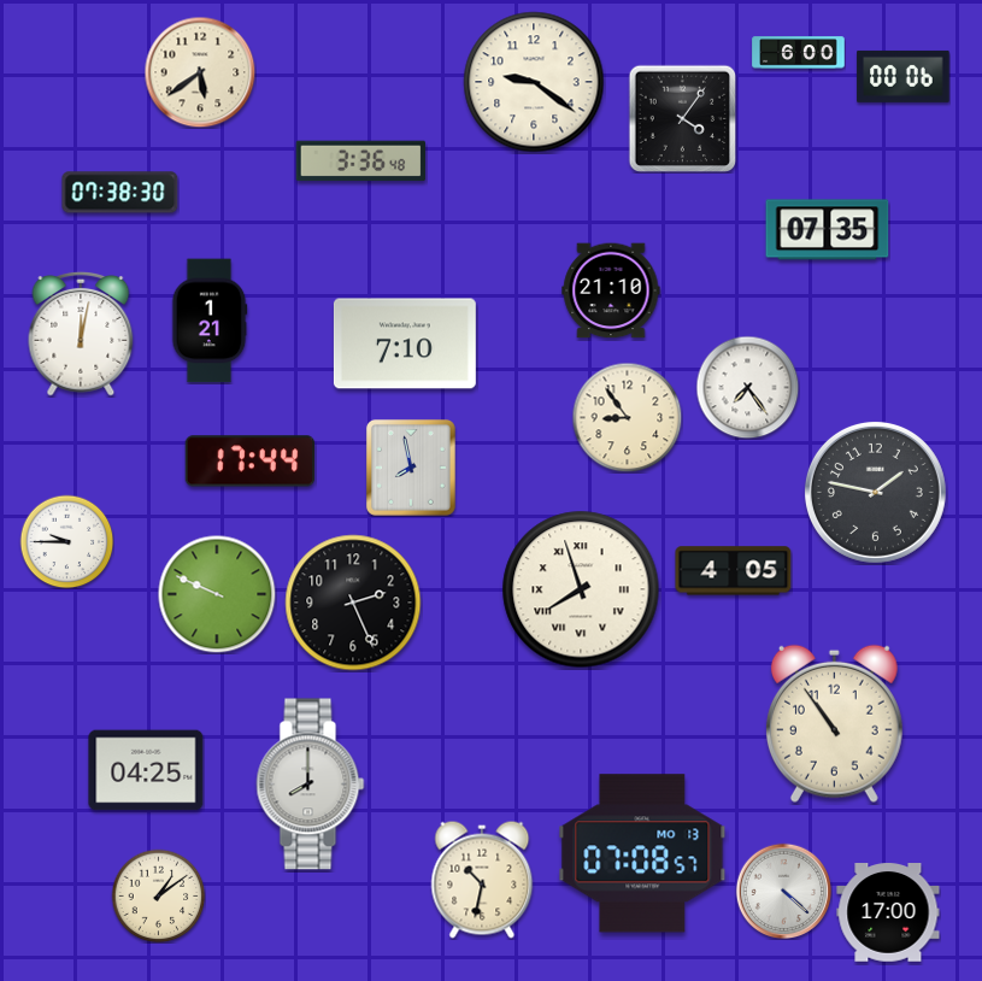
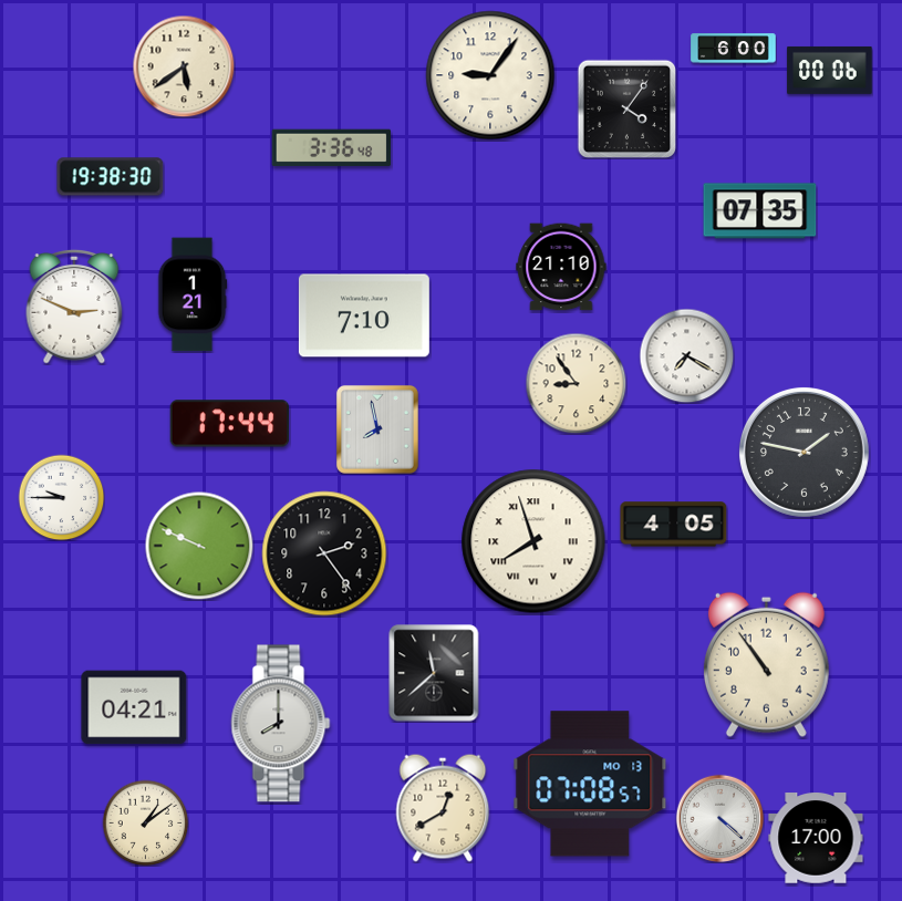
clock at (534, 82): 9:21 -> 9:06
clock at (120, 193): 07:38 -> 19:38
clock at (81, 334): 12:02 -> 2:49
clock at (405, 343) position: (405, 343) -> (364, 315)
clock at (747, 387): 7:24 -> 7:20
clock at (353, 603): 2:26 -> 2:24
clock at (434, 673): none -> 11:38
clock at (146, 770): 04:25 -> 04:21
clock at (311, 785) position: (311, 785) -> (281, 724)
clock at (482, 880): 10:32 -> 12:40
